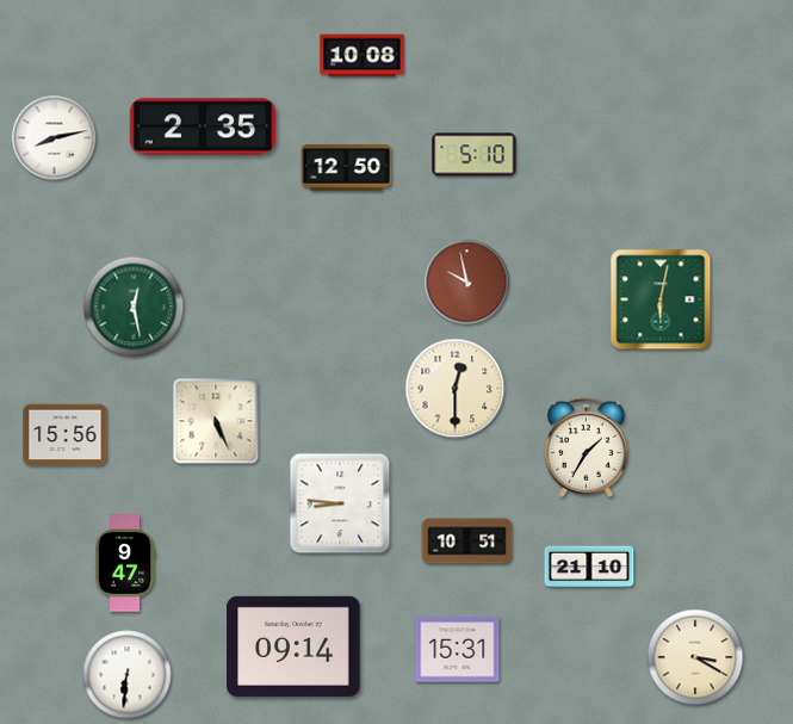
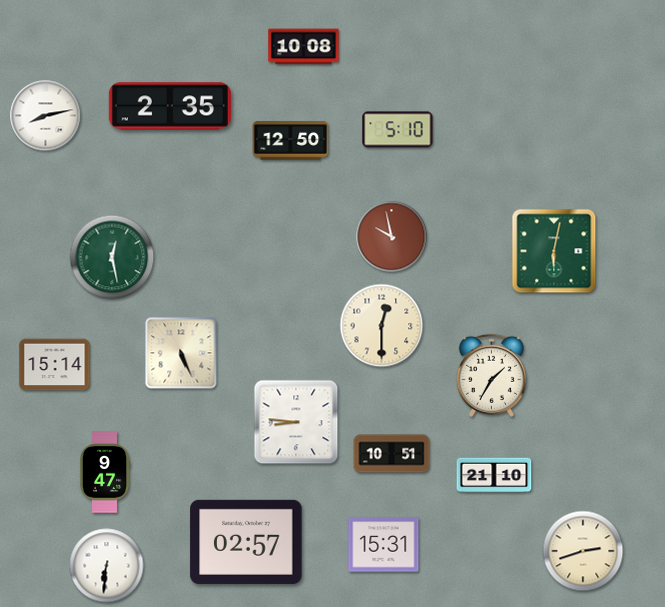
clock at (66, 435): 15:56 -> 15:14
clock at (340, 503) position: (340, 503) -> (296, 422)
clock at (293, 646): 09:14 -> 02:57
clock at (695, 657): 3:20 -> 2:42
